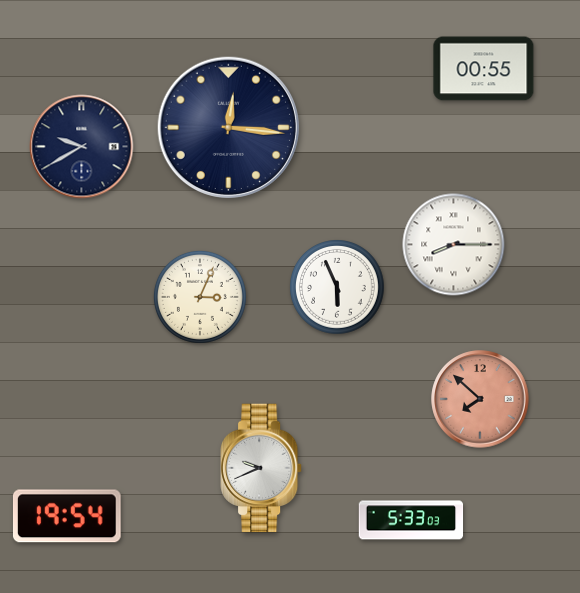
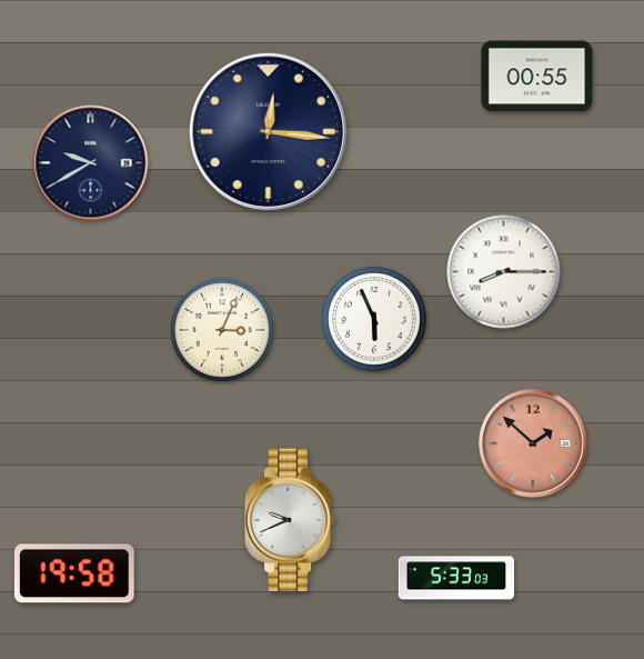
clock at (228, 127) position: (228, 127) -> (268, 131)
clock at (480, 399): 7:52 -> 1:52
clock at (67, 516): 19:54 -> 19:58
